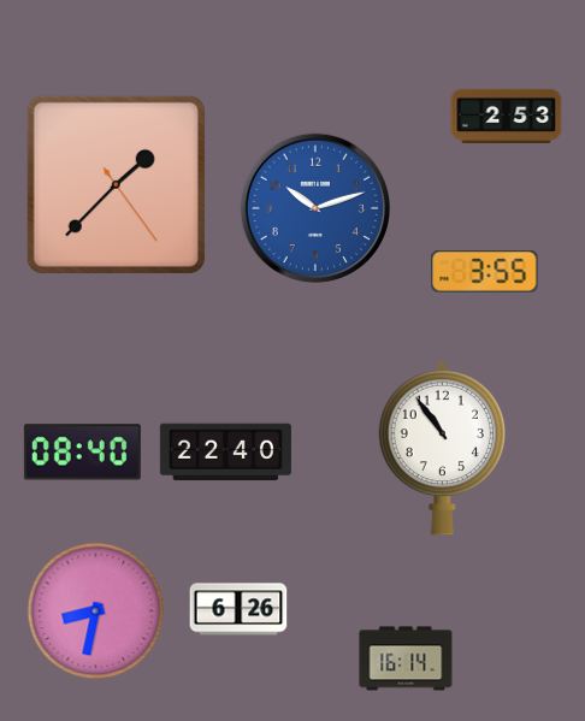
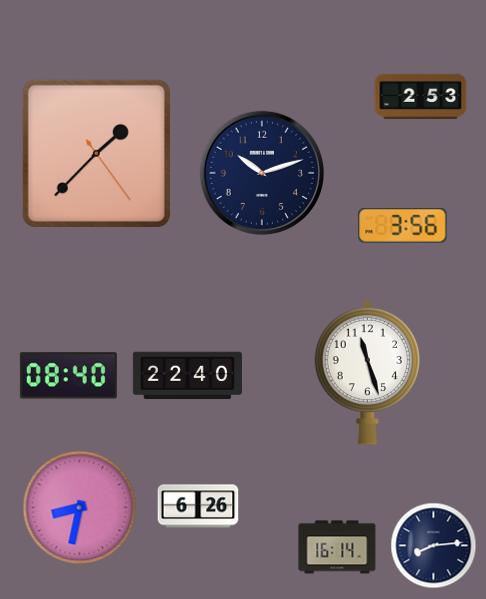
clock at (314, 207) dial: blue -> navy
clock at (485, 271): 3:55 -> 3:56
clock at (442, 448): 10:54 -> 11:27
clock at (434, 546): none -> 8:14
